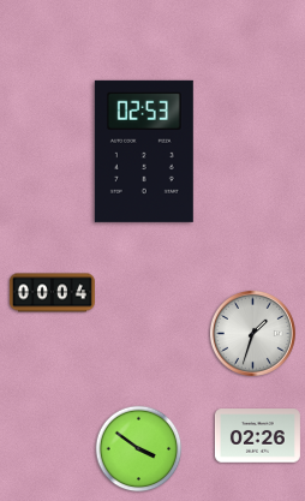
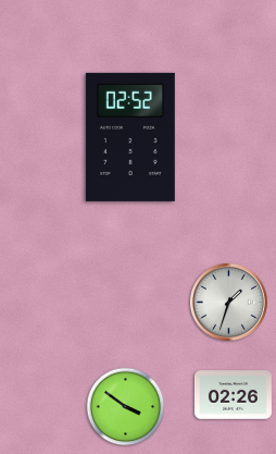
clock at (144, 151): 02:53 -> 02:52
clock at (52, 293): 00:04 -> none
